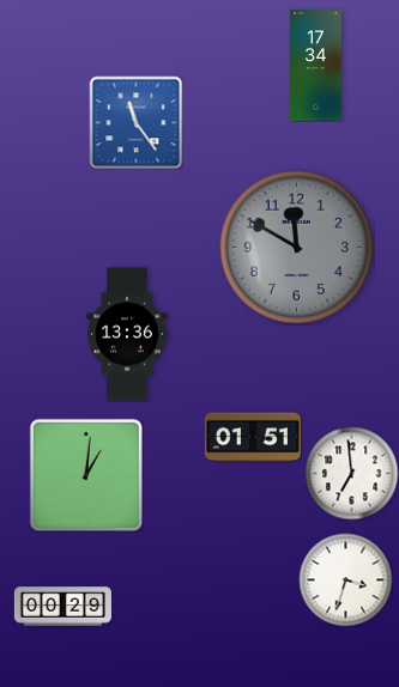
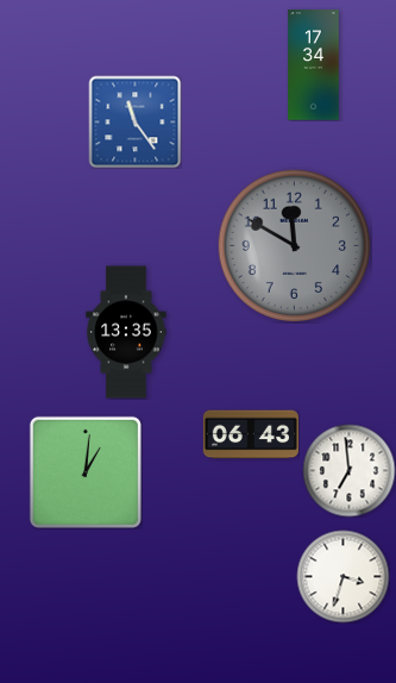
clock at (127, 334): 13:36 -> 13:35
clock at (253, 437): 01:51 -> 06:43
clock at (62, 607): 00:29 -> none
